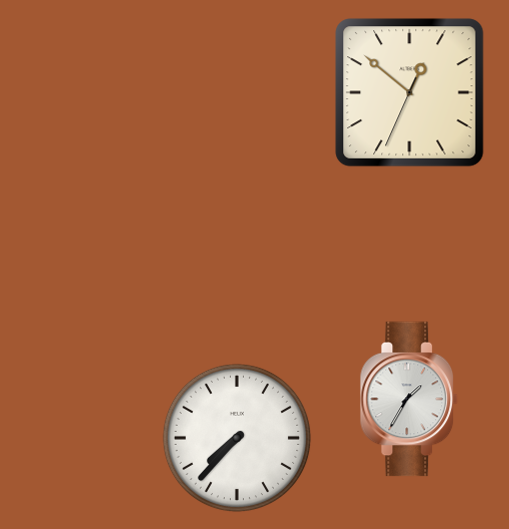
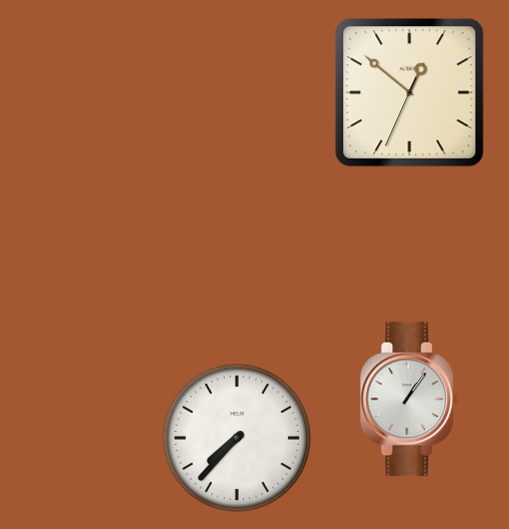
clock at (409, 399): 1:35 -> 1:06
